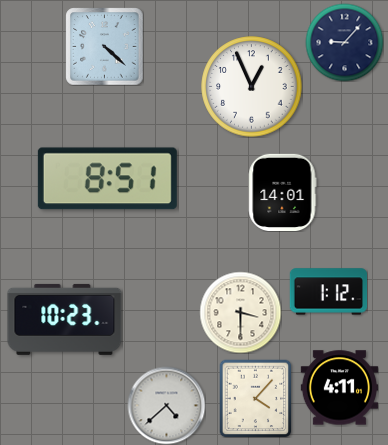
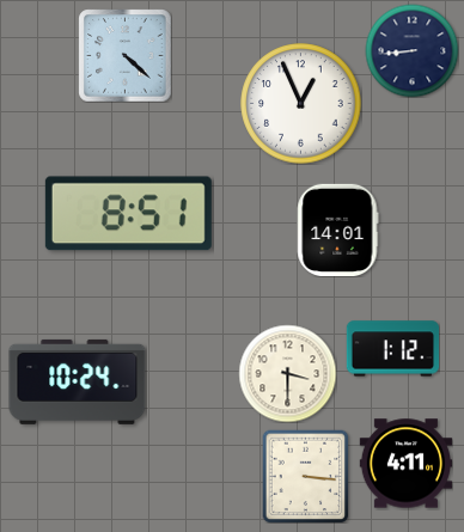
clock at (344, 42): 9:07 -> 8:44
clock at (65, 319): 10:23 -> 10:24
clock at (256, 398): 4:07 -> 3:16
clock at (166, 405): 4:38 -> none
